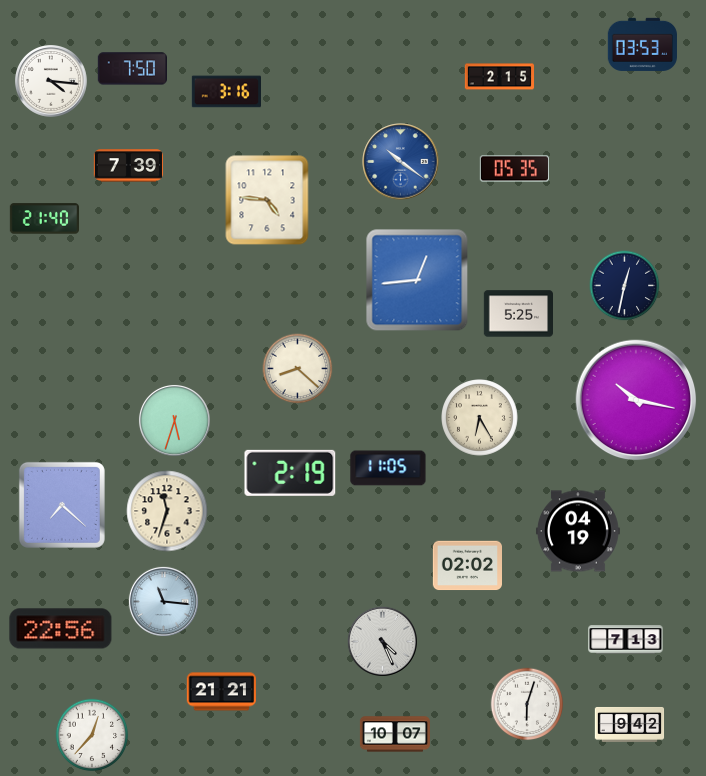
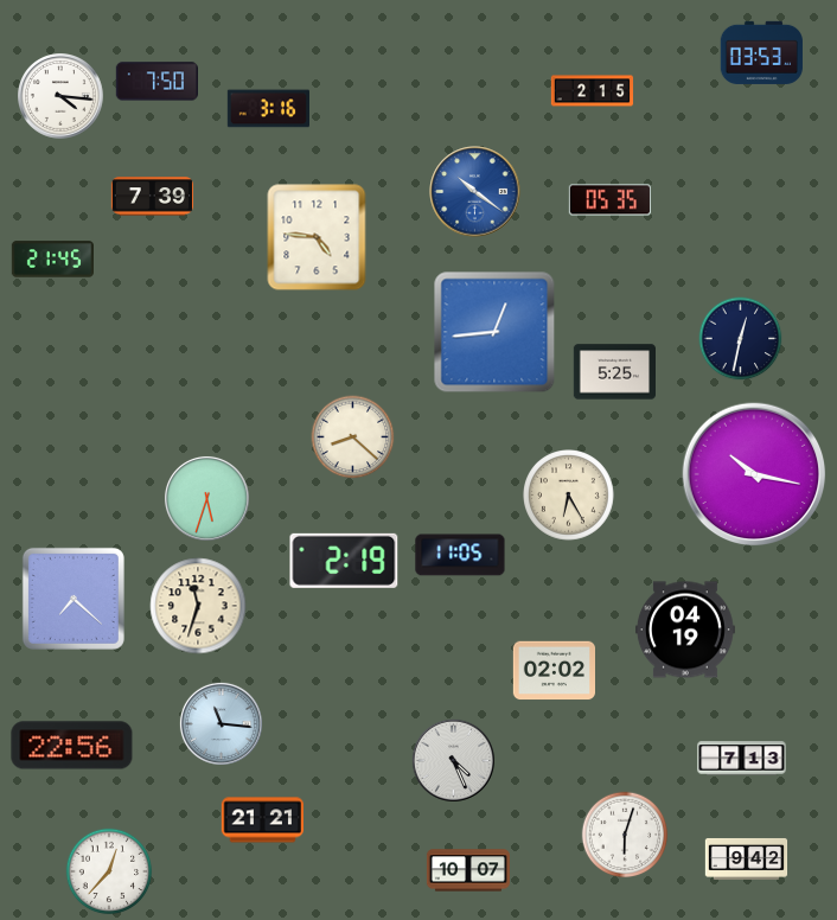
clock at (44, 219): 21:40 -> 21:45
clock at (163, 601) position: (163, 601) -> (221, 723)
